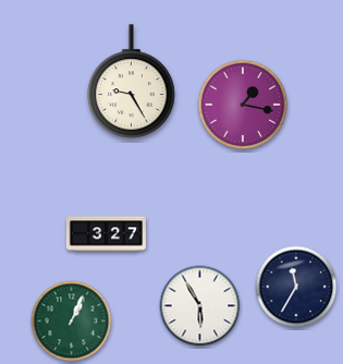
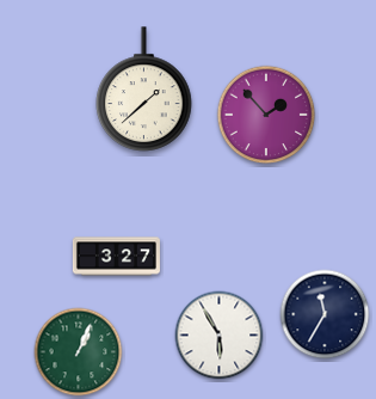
clock at (132, 82): 9:25 -> 1:38
clock at (243, 105): 1:17 -> 1:53
